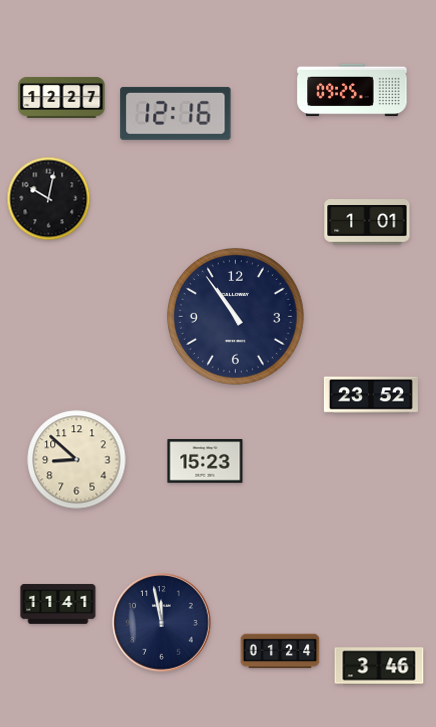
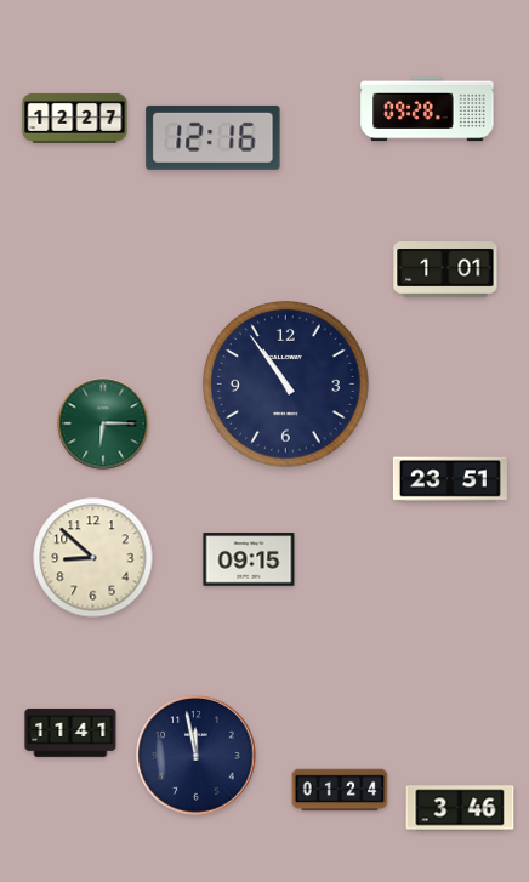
clock at (352, 90): 09:25 -> 09:28
clock at (49, 199): 10:02 -> none
clock at (103, 423): none -> 6:15
clock at (371, 395): 23:52 -> 23:51
clock at (205, 461): 15:23 -> 09:15
